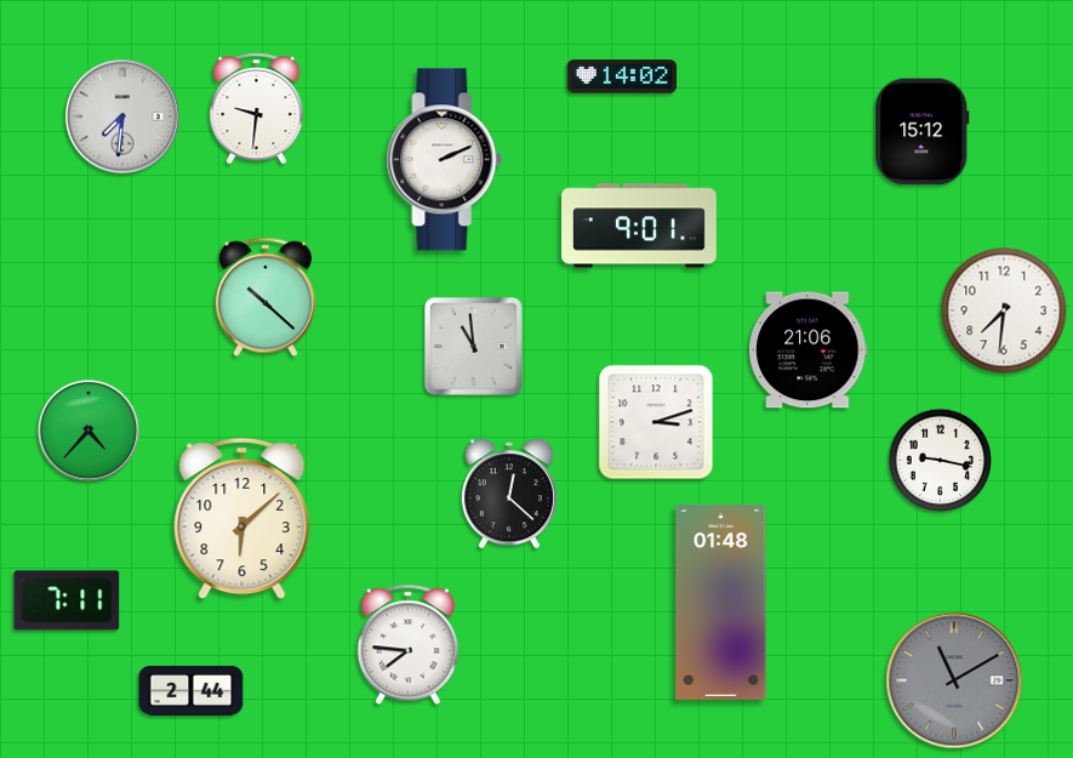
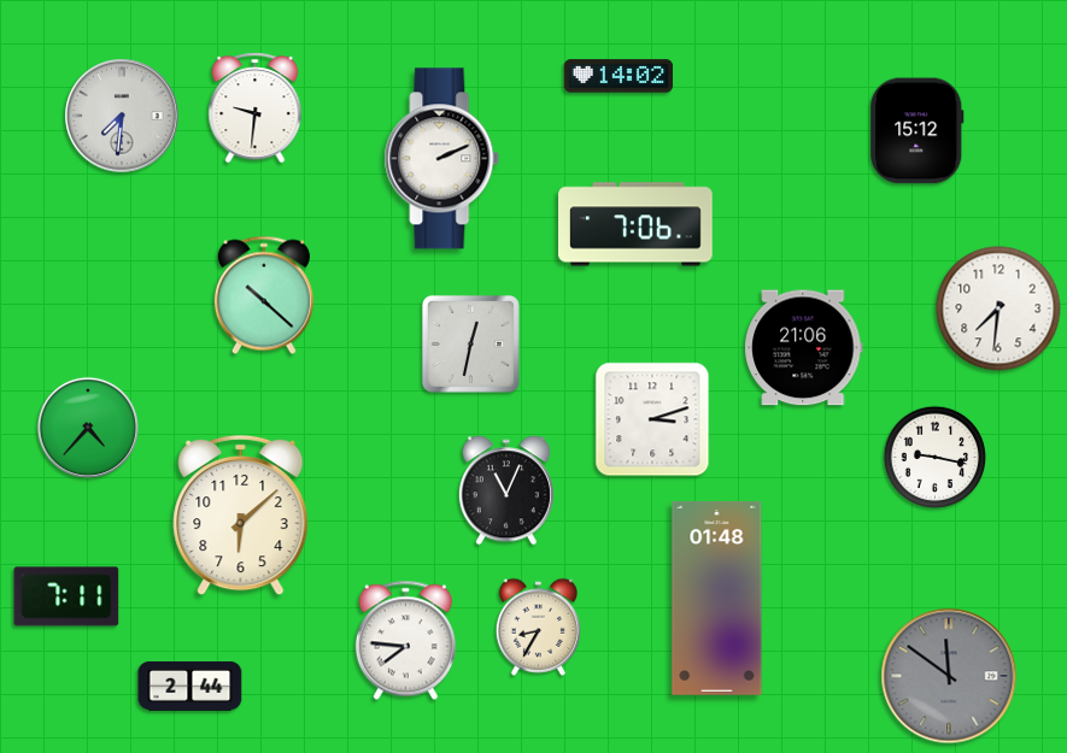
clock at (639, 226): 9:01 -> 7:06
clock at (473, 346): 10:59 -> 12:32
clock at (509, 494): 12:22 -> 11:04
clock at (538, 626): none -> 8:35
clock at (954, 680): 11:10 -> 11:51
